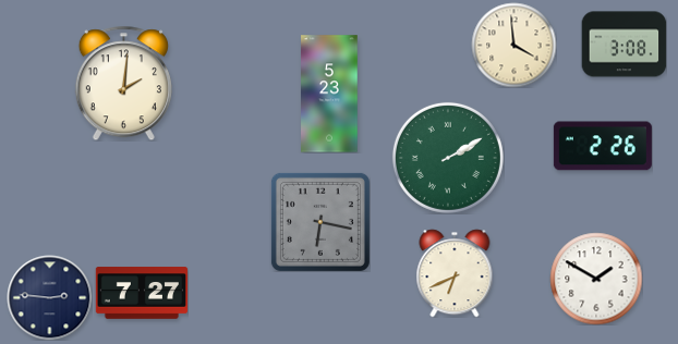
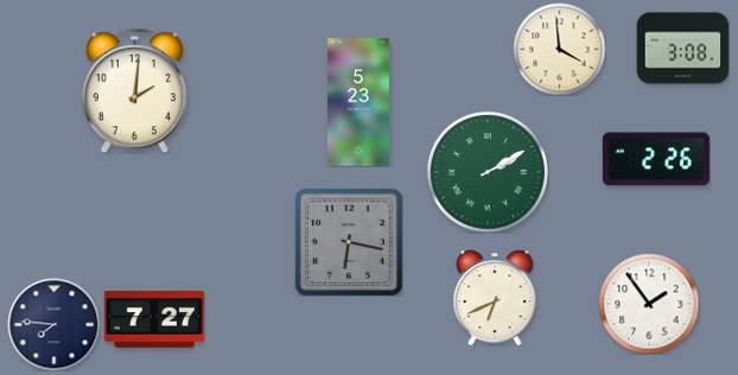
clock at (623, 45) position: (623, 45) -> (682, 49)
clock at (596, 279): 1:50 -> 1:54
clock at (49, 297): 2:46 -> 7:46
